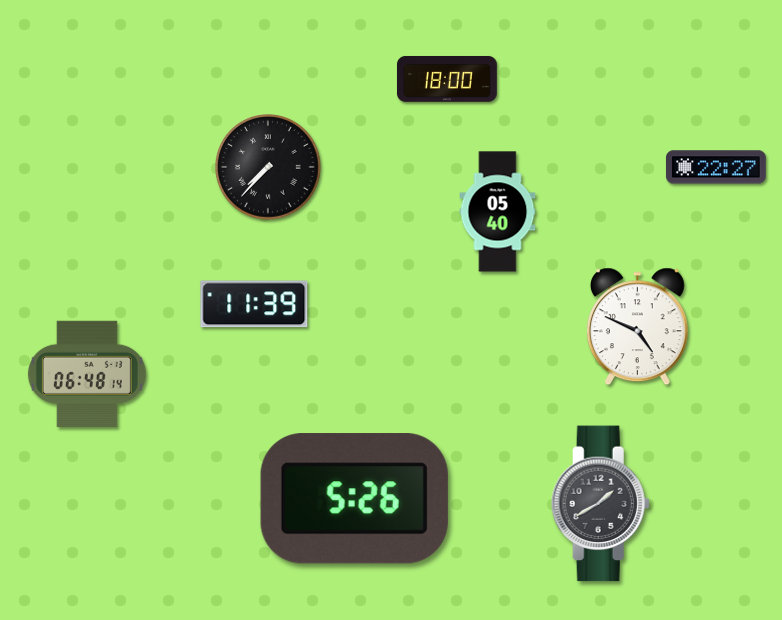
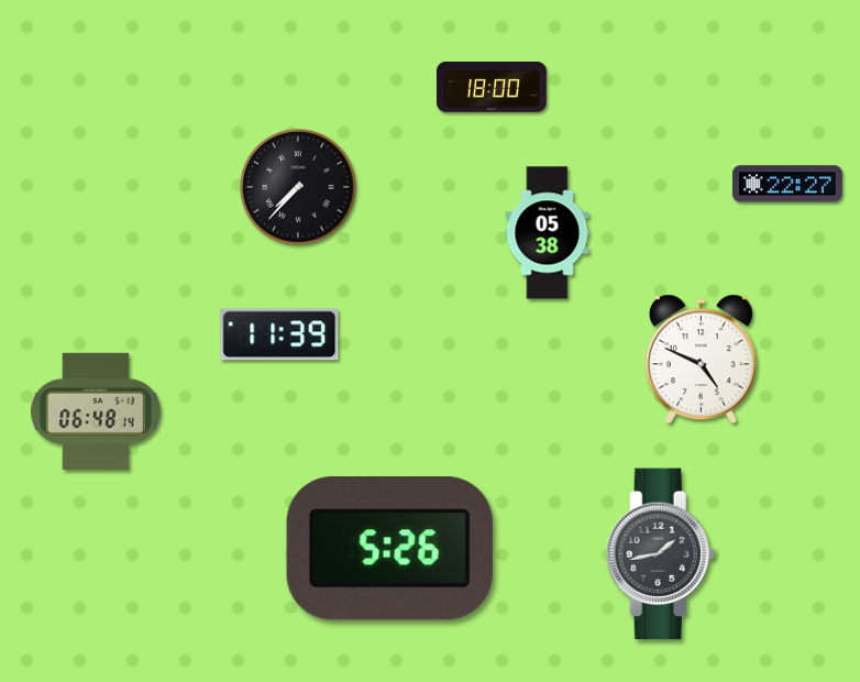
clock at (268, 167) position: (268, 167) -> (298, 187)
clock at (498, 212): 05:40 -> 05:38
clock at (600, 504): 1:40 -> 1:43
